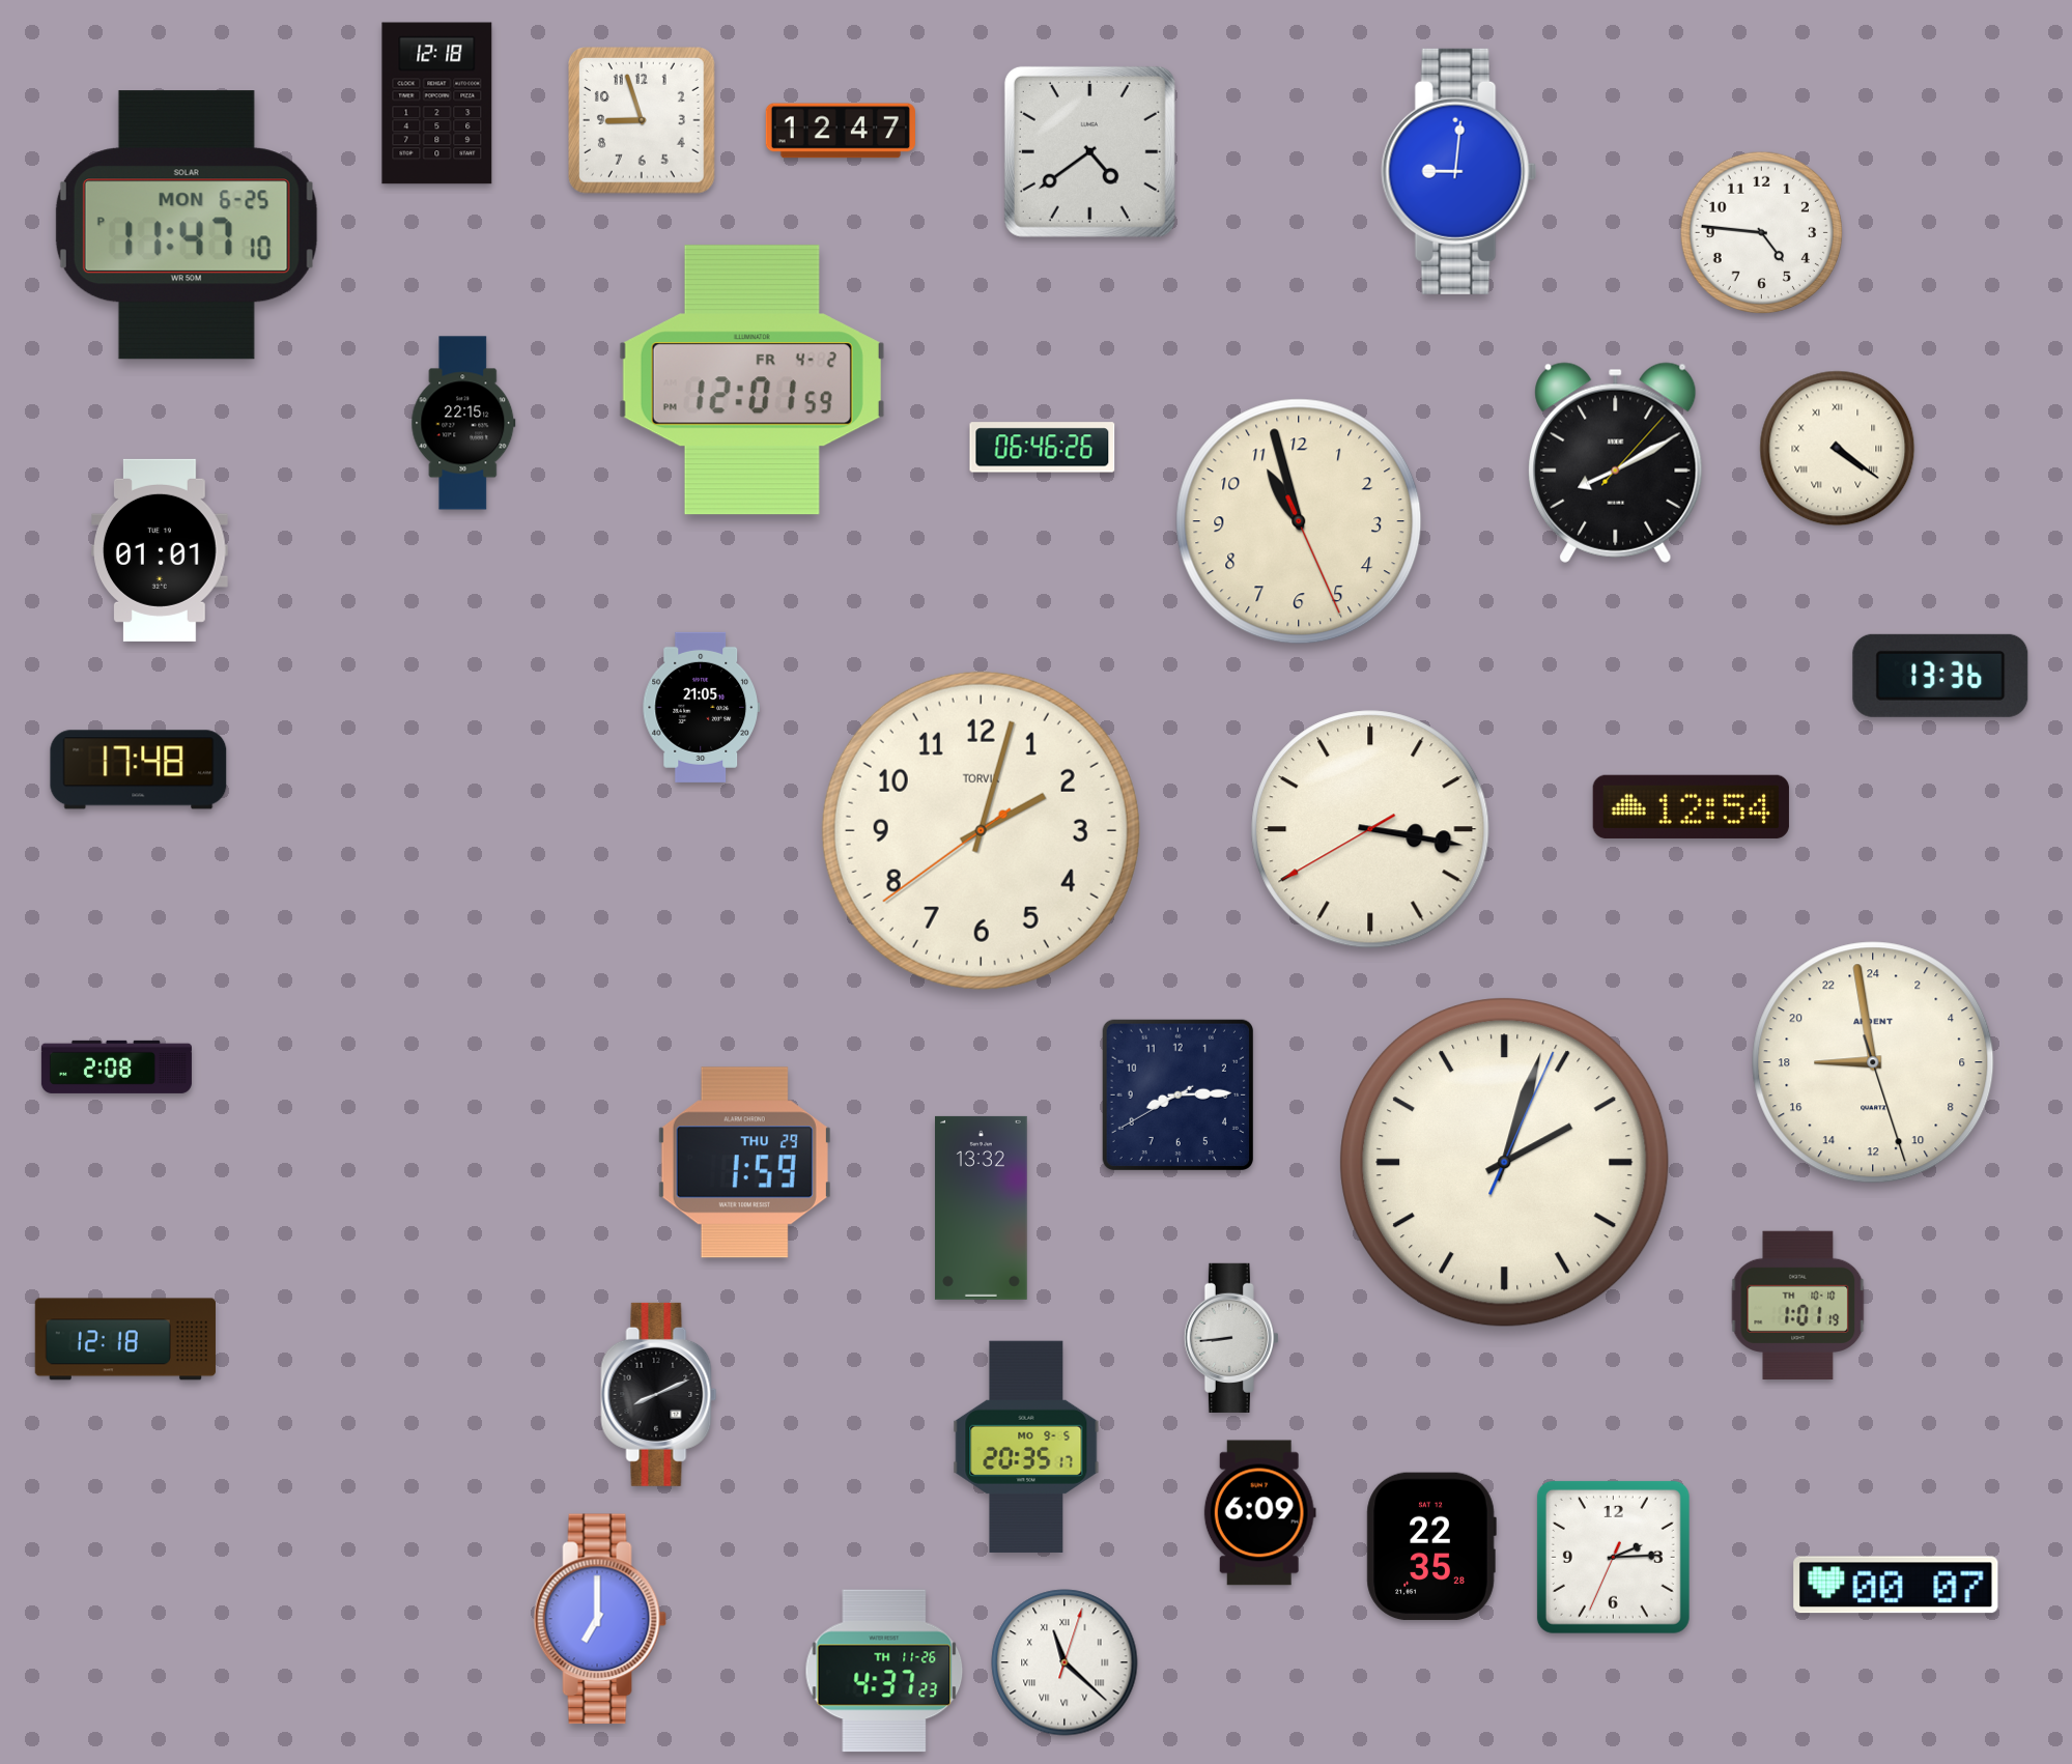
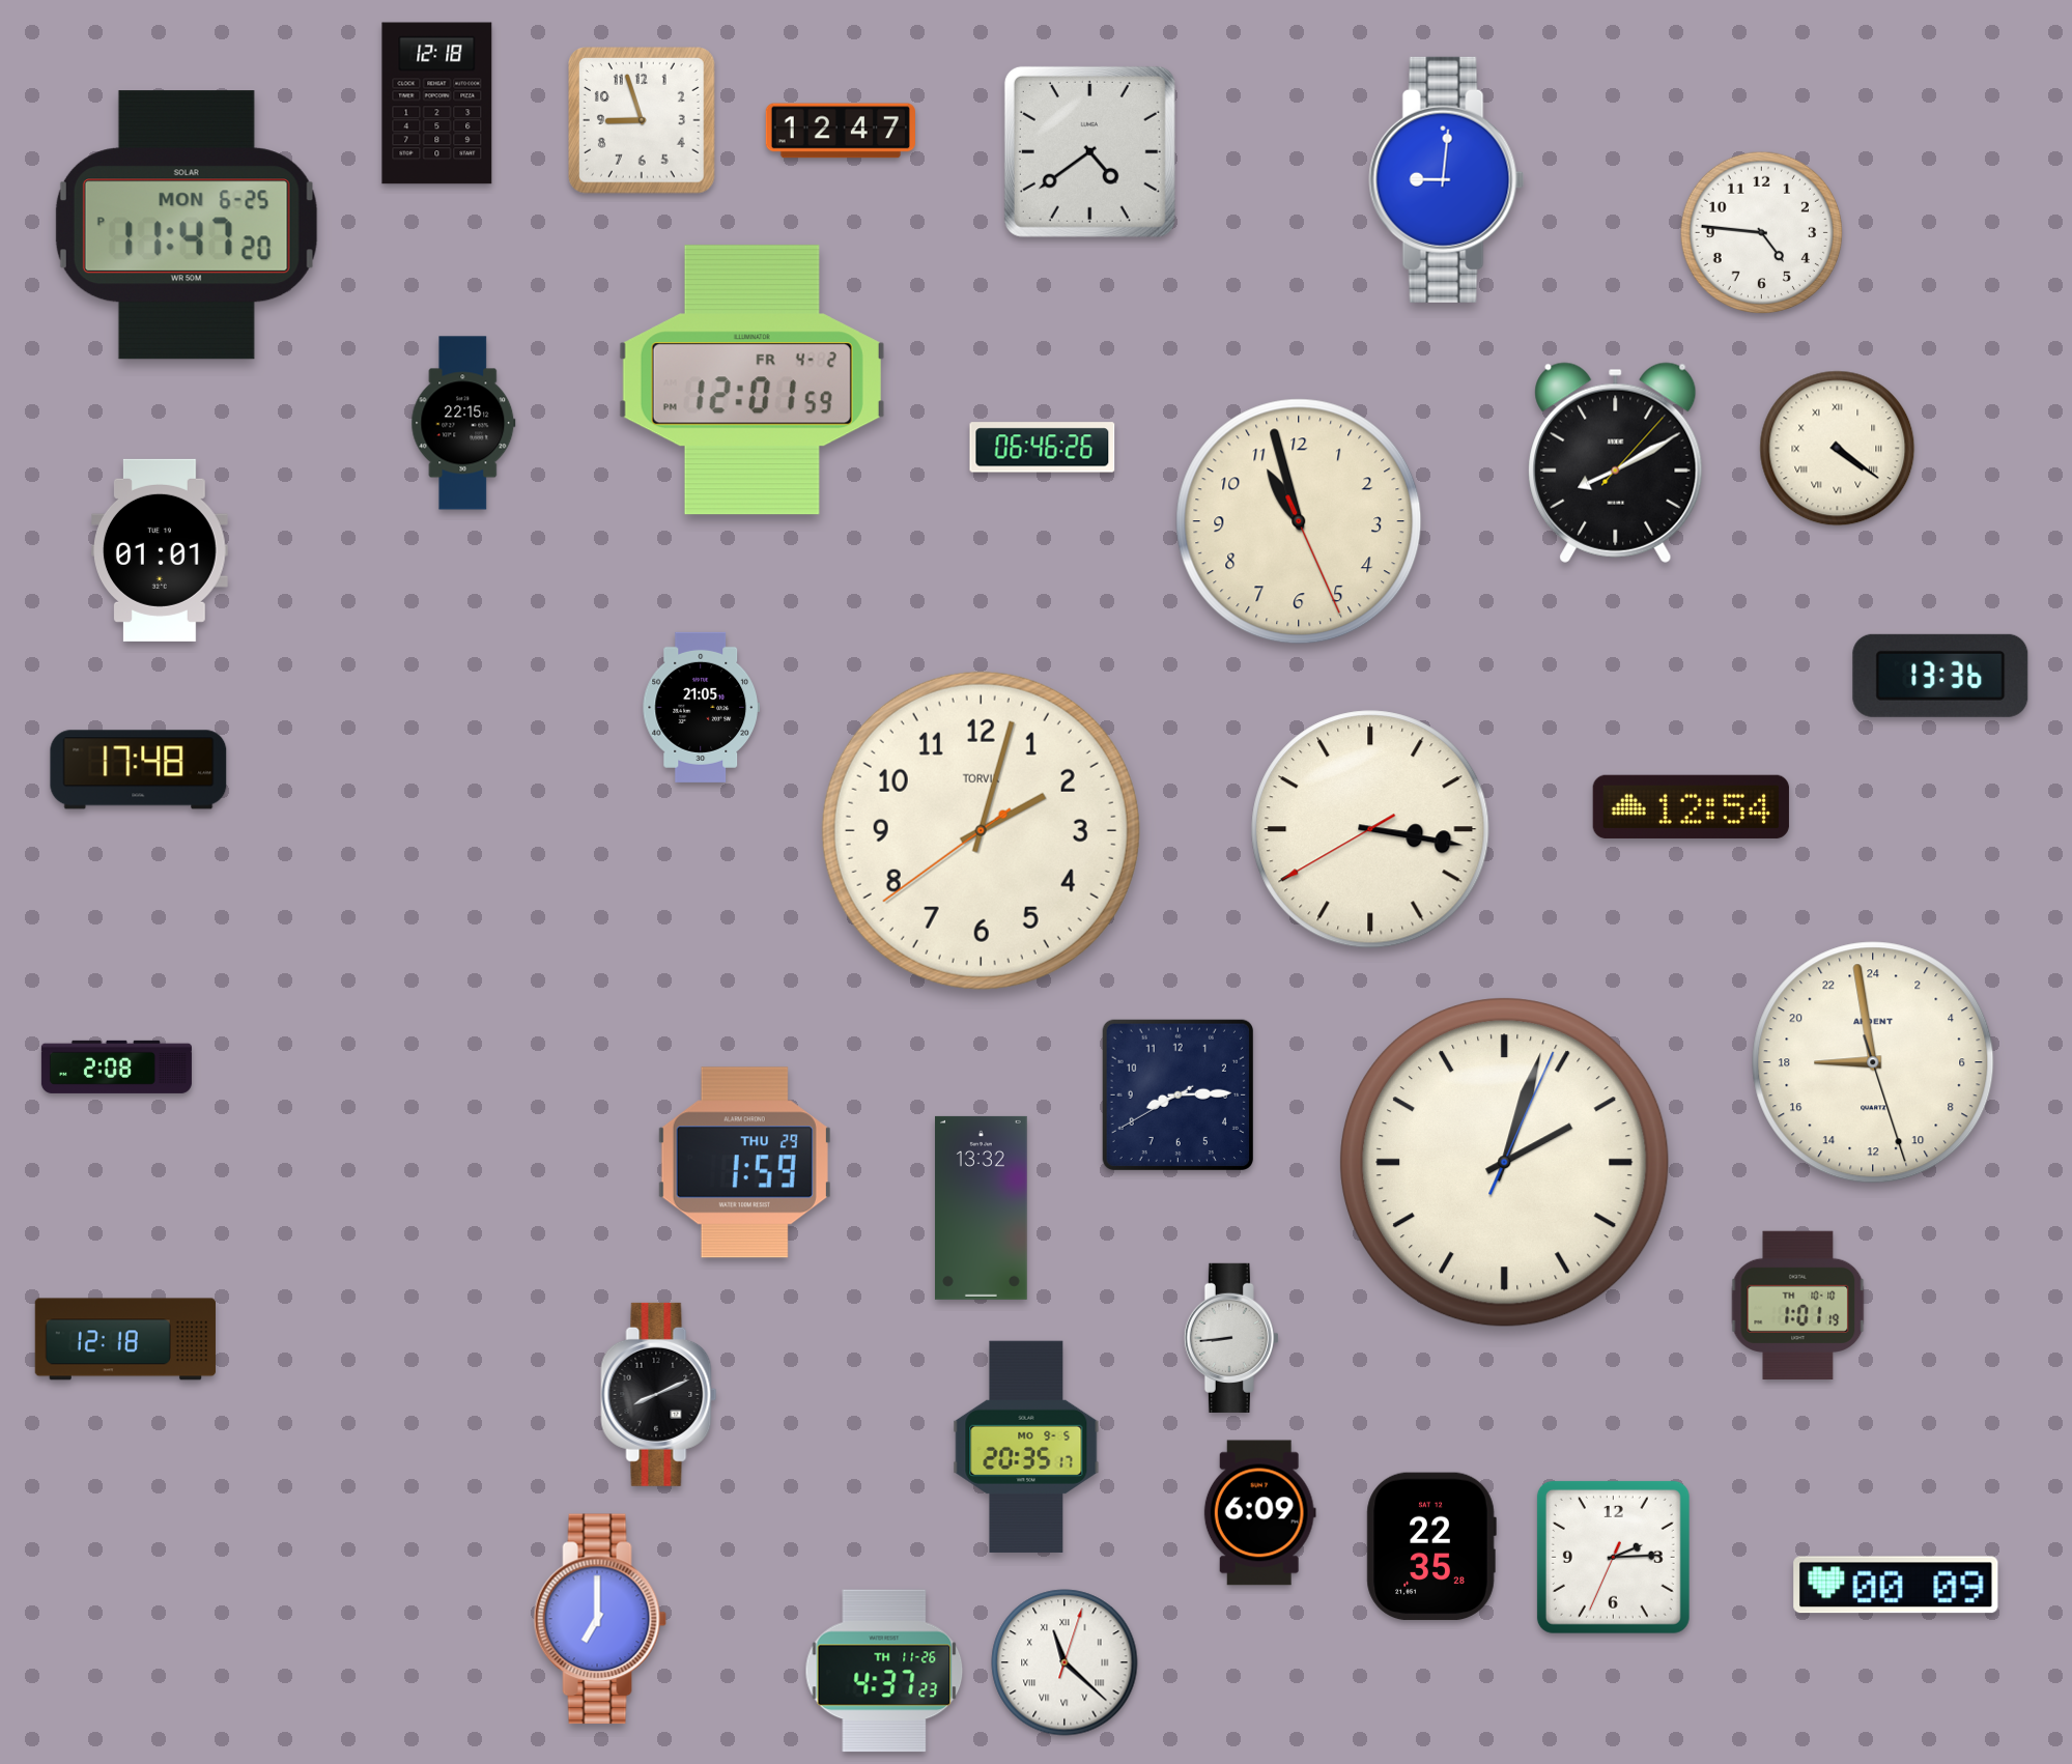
clock at (1459, 171) position: (1459, 171) -> (1447, 179)
clock at (187, 225): 11:47:10 PM -> 11:47:20 PM
clock at (1896, 1585): 00:07 -> 00:09
